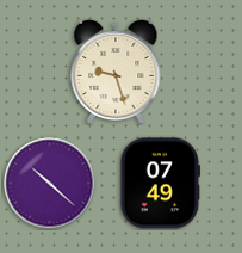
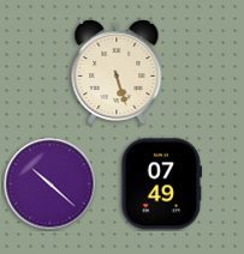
clock at (116, 72): 9:27 -> 5:27
